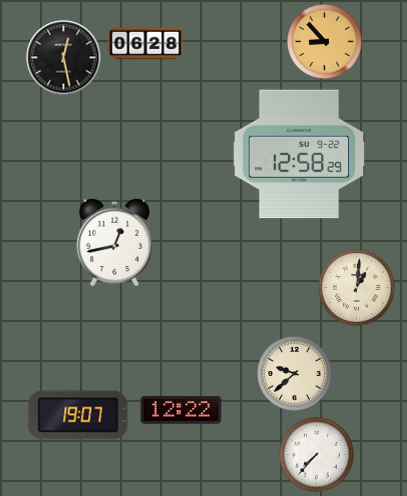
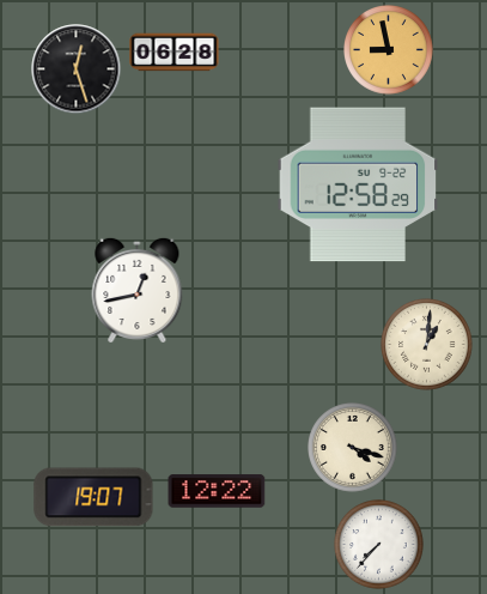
clock at (325, 42): 8:53 -> 8:58
clock at (64, 58): 12:28 -> 12:27
clock at (295, 374): 9:38 -> 4:18
